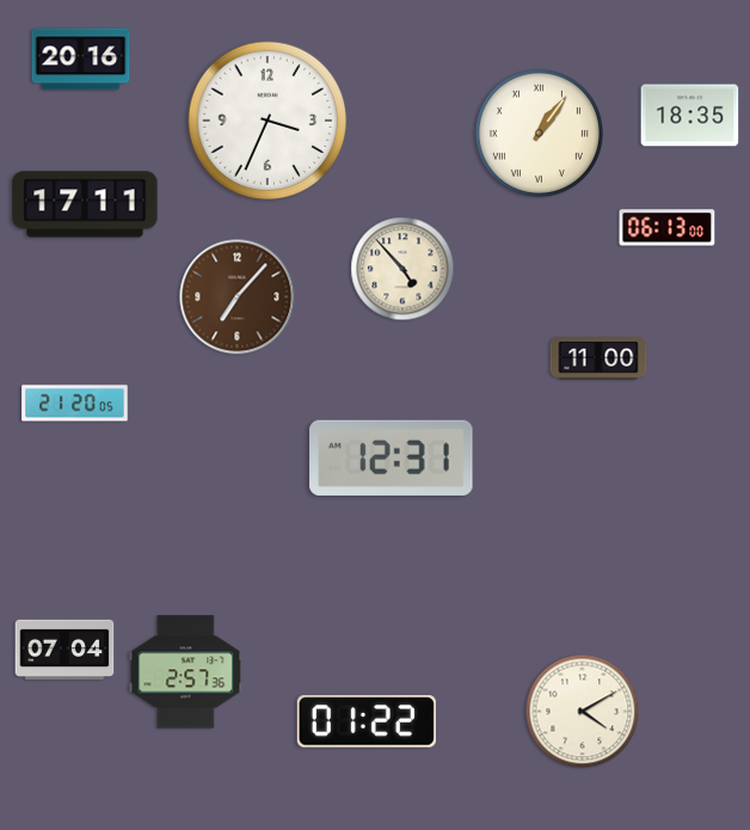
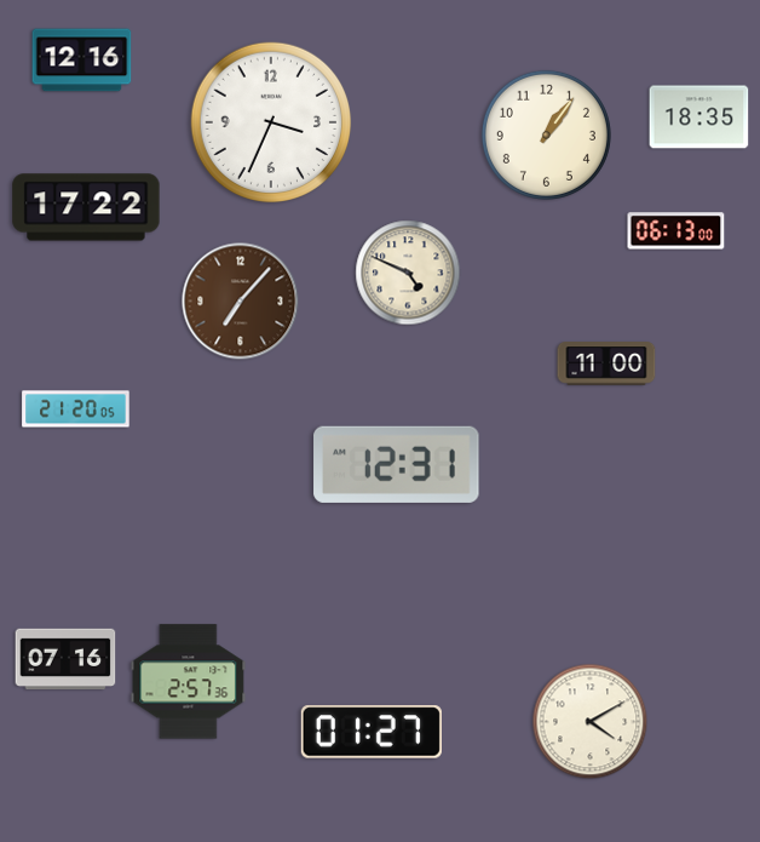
clock at (81, 60): 20:16 -> 12:16
clock at (539, 133) numerals: Roman -> Arabic
clock at (85, 204): 17:11 -> 17:22
clock at (402, 269): 4:53 -> 4:49
clock at (64, 650): 07:04 -> 07:16
clock at (367, 721): 01:22 -> 01:27
